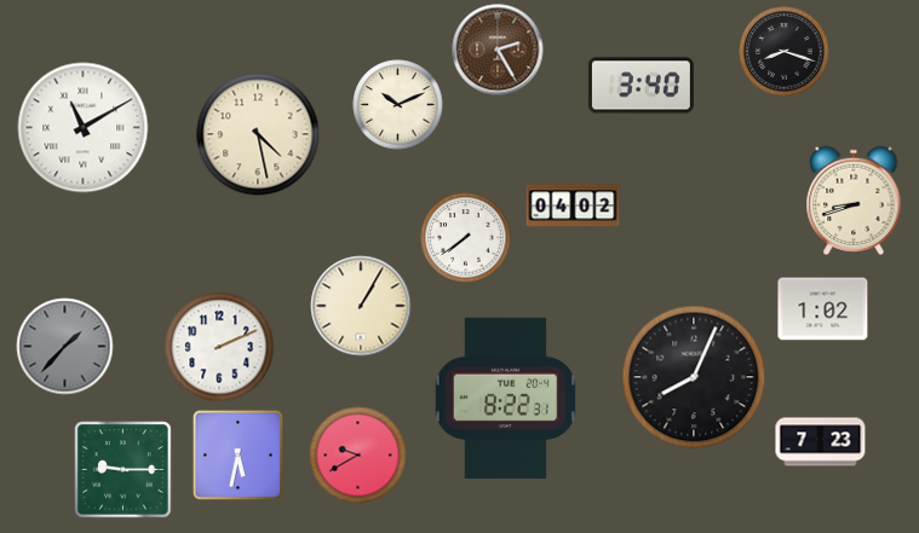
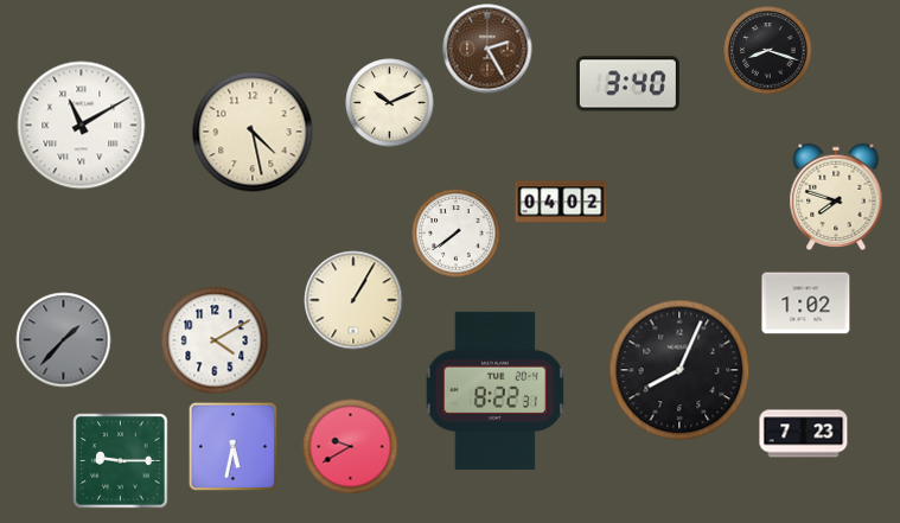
clock at (854, 199): 8:42 -> 7:48
clock at (219, 347): 2:11 -> 4:10
